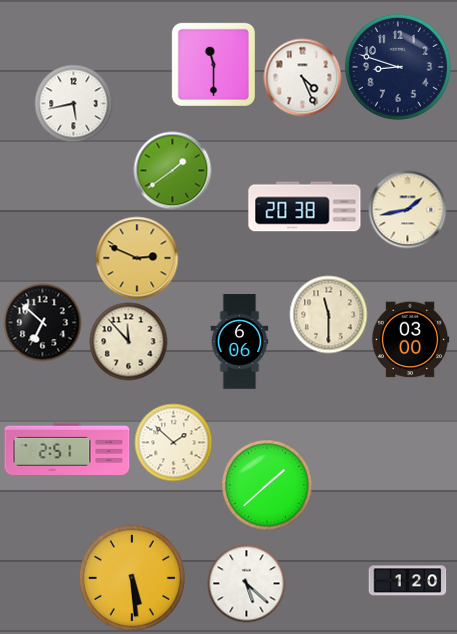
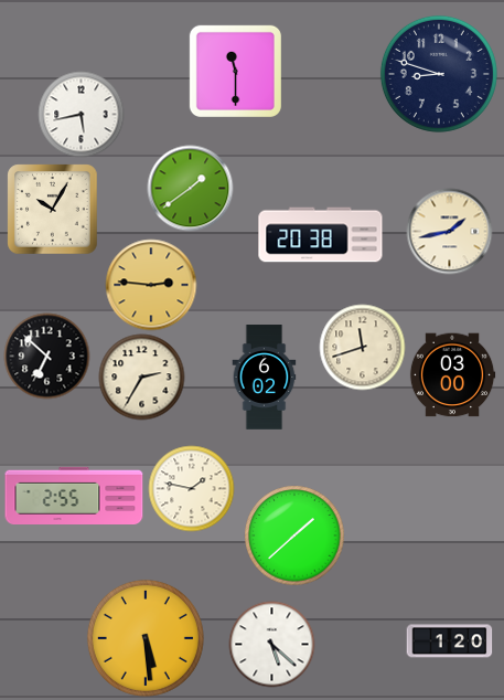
clock at (302, 77): 4:26 -> none
clock at (52, 209): none -> 10:05
clock at (305, 207) position: (305, 207) -> (321, 235)
clock at (137, 258): 2:49 -> 2:46
clock at (328, 314): 11:30 -> 11:42
clock at (128, 341): 11:53 -> 2:35
clock at (240, 342): 6:06 -> 6:02
clock at (173, 442): 1:52 -> 1:47
clock at (67, 448): 2:51 -> 2:55
